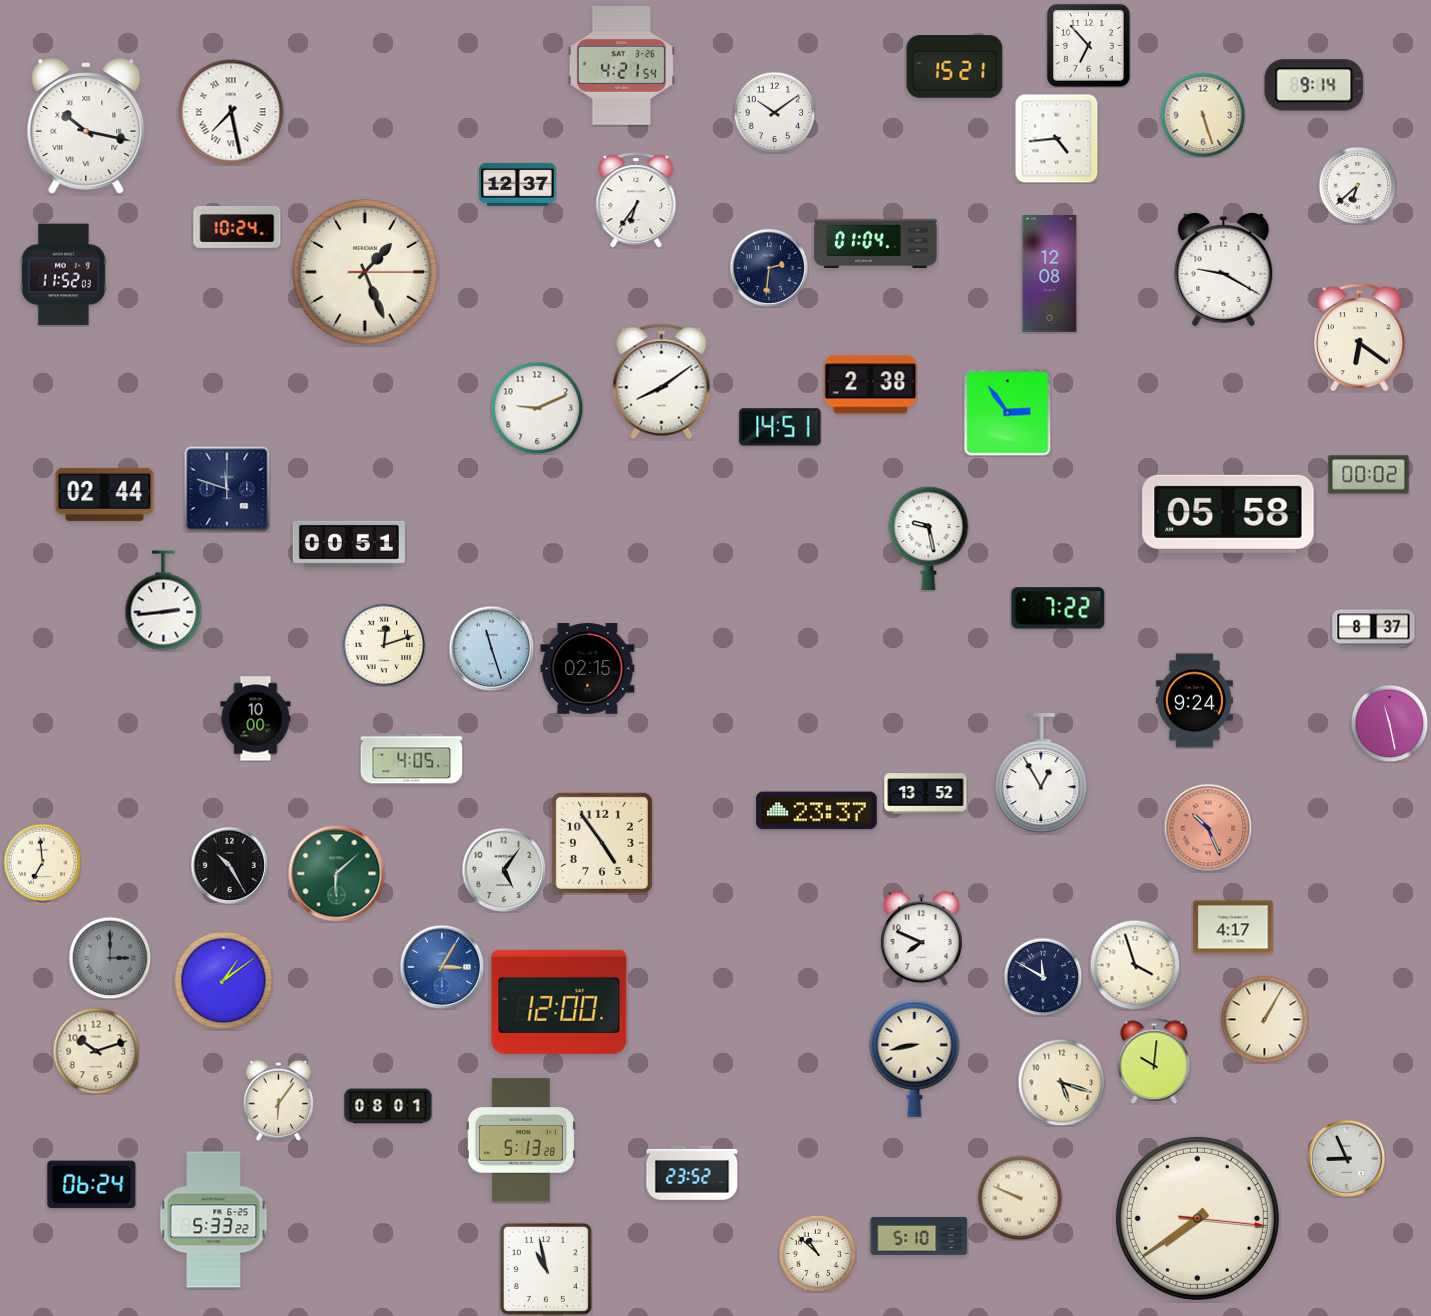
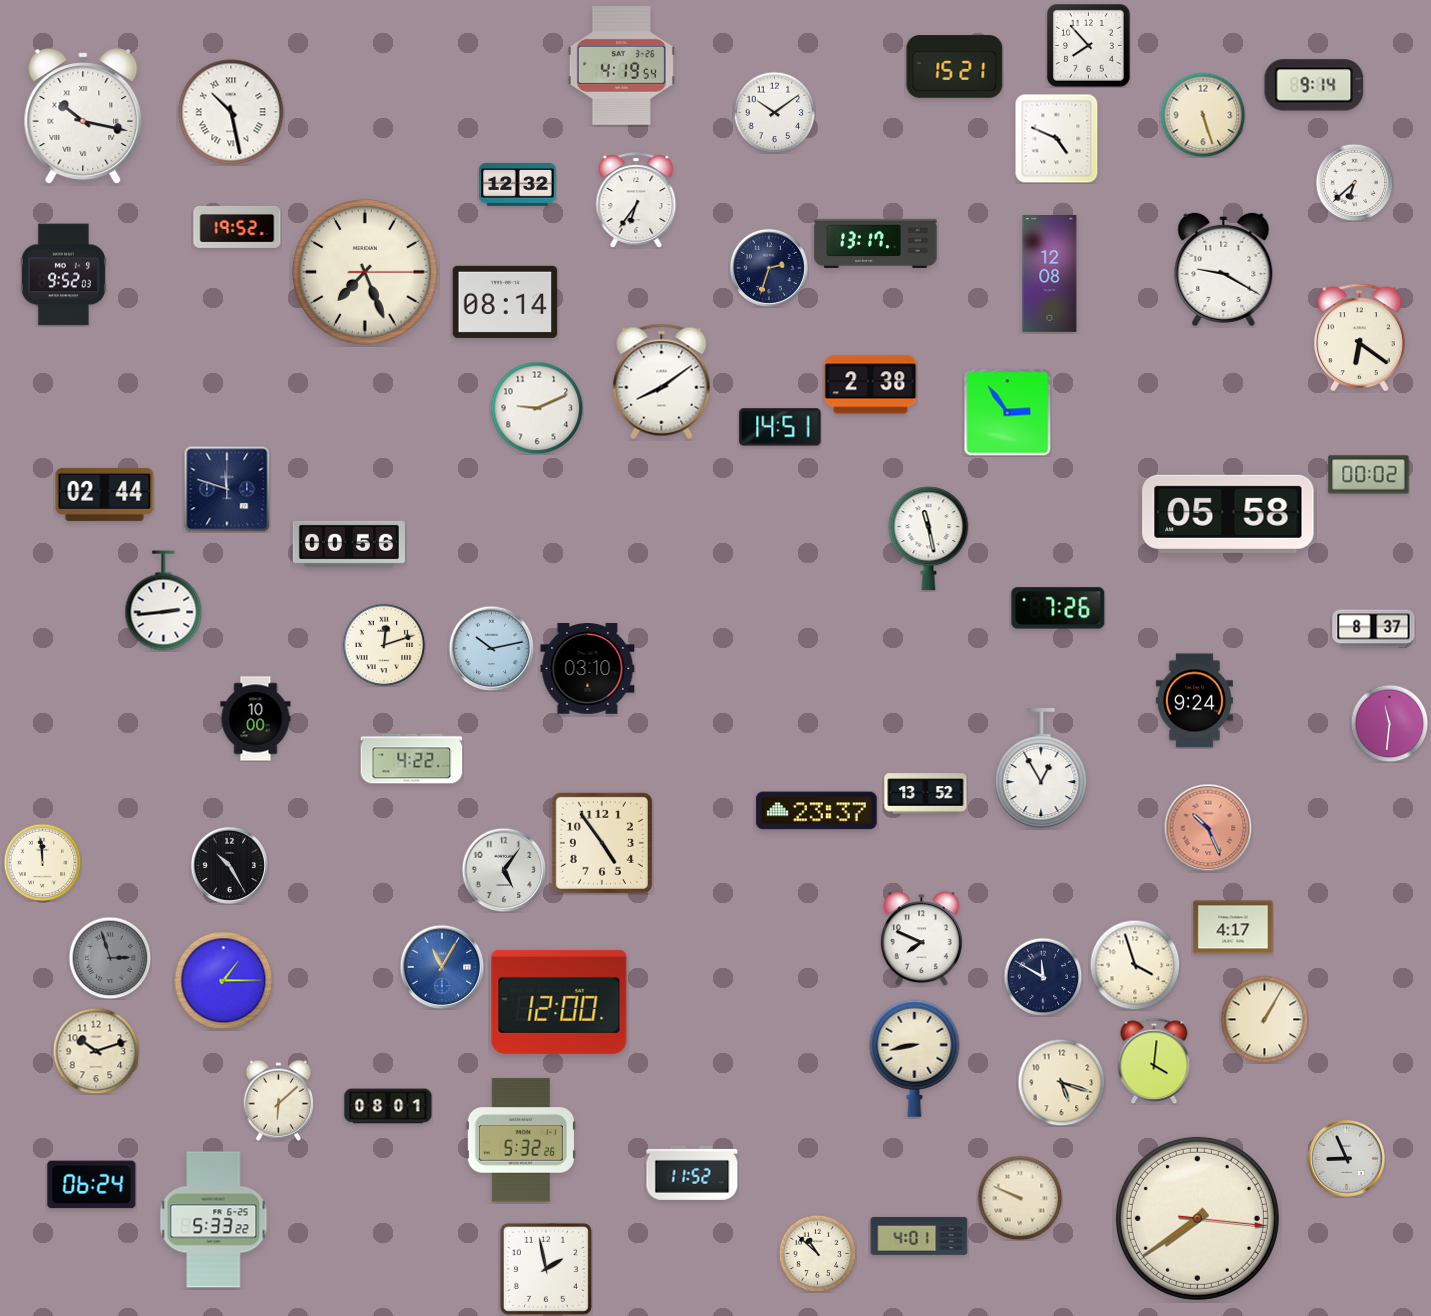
clock at (1089, 46): 6:53 -> 7:53
clock at (621, 66): 4:21 -> 4:19
clock at (231, 112): 7:28 -> 10:28
clock at (86, 126) position: (86, 126) -> (83, 116)
clock at (1057, 138): 4:44 -> 4:49
clock at (518, 184): 12:37 -> 12:32
clock at (1357, 185) position: (1357, 185) -> (1354, 182)
clock at (237, 227): 10:24 -> 19:52
clock at (876, 243): 01:04 -> 13:17
clock at (768, 267): 2:31 -> 2:33
clock at (365, 272): 1:26 -> 7:26
clock at (63, 275): 11:52 -> 9:52
clock at (505, 302): none -> 08:14
clock at (929, 539): 9:28 -> 11:28
clock at (349, 544): 00:51 -> 00:56
clock at (1058, 608): 7:22 -> 7:26
clock at (491, 648): 11:27 -> 10:13
clock at (588, 669): 02:15 -> 03:10
clock at (1389, 723): 11:28 -> 11:31
clock at (412, 759): 4:05 -> 4:22
clock at (1041, 774) position: (1041, 774) -> (1041, 769)
clock at (42, 862): 6:59 -> 11:59
clock at (337, 874): 6:08 -> none
clock at (110, 958): 3:00 -> 2:57
clock at (442, 967): 3:05 -> 11:05
clock at (224, 981): 1:09 -> 1:15
clock at (1154, 1061): 10:01 -> 4:01
clock at (279, 1100): 6:06 -> 6:08
clock at (521, 1140): 5:13 -> 5:32
clock at (692, 1173): 23:52 -> 11:52
clock at (919, 1236): 5:10 -> 4:01
clock at (546, 1269): 10:58 -> 1:58
